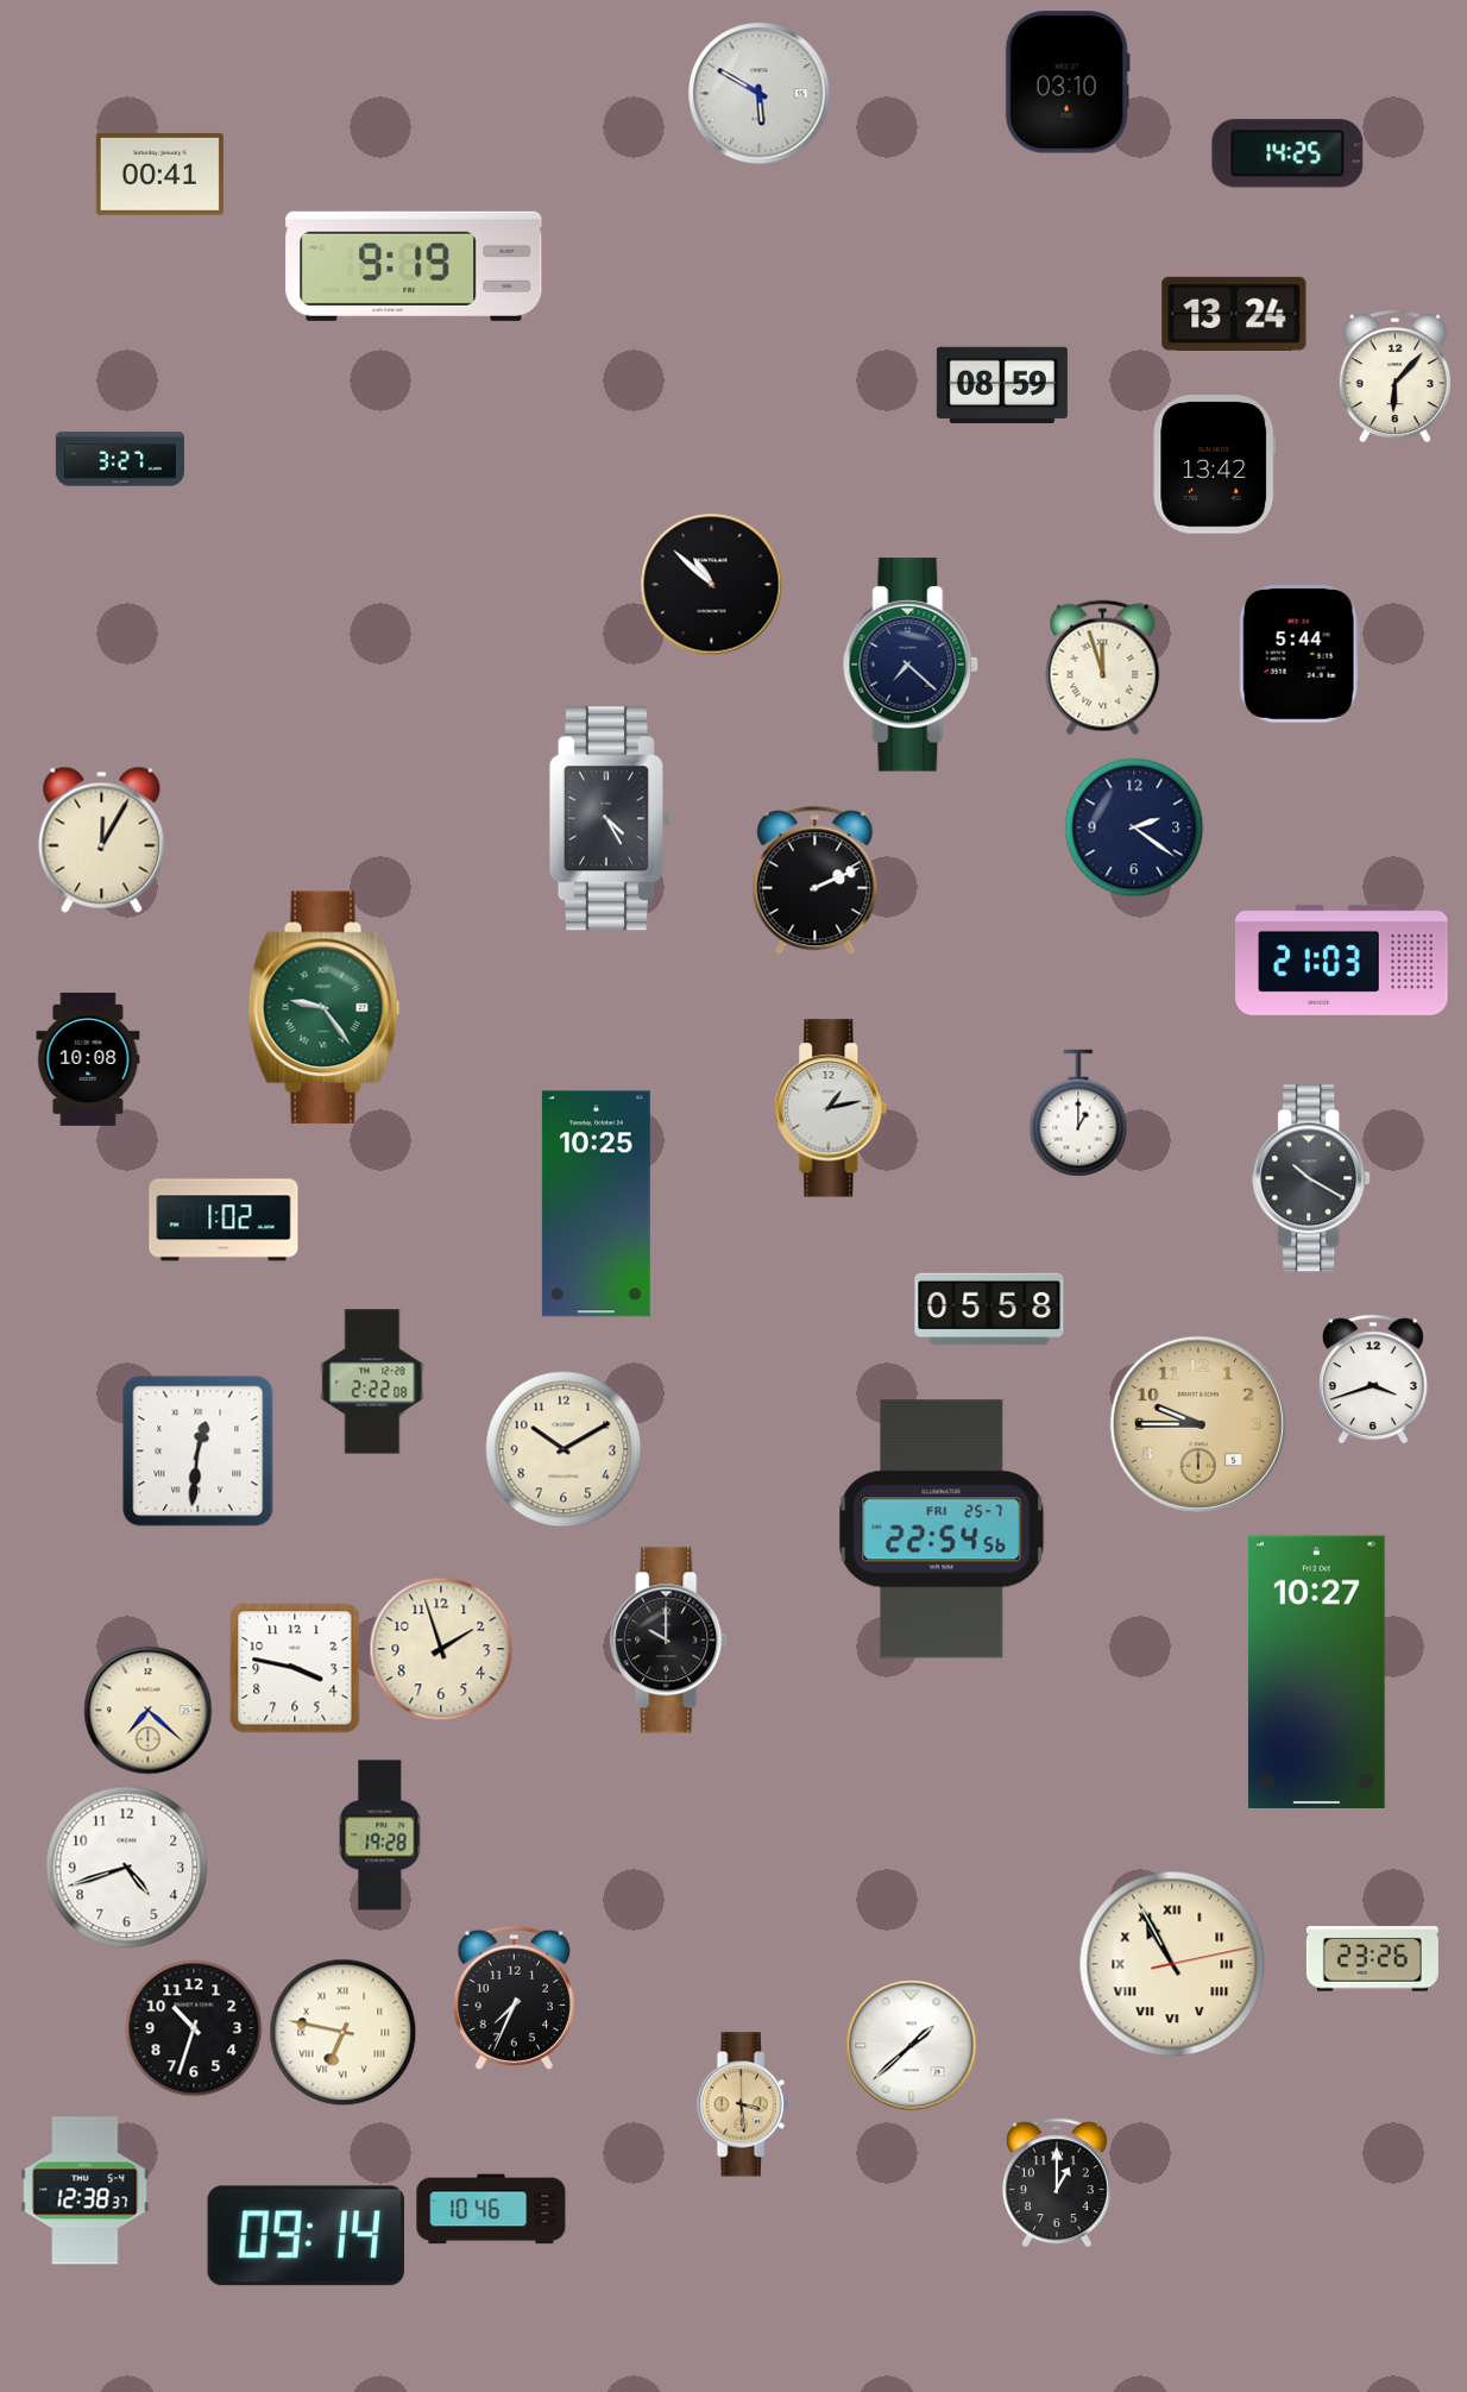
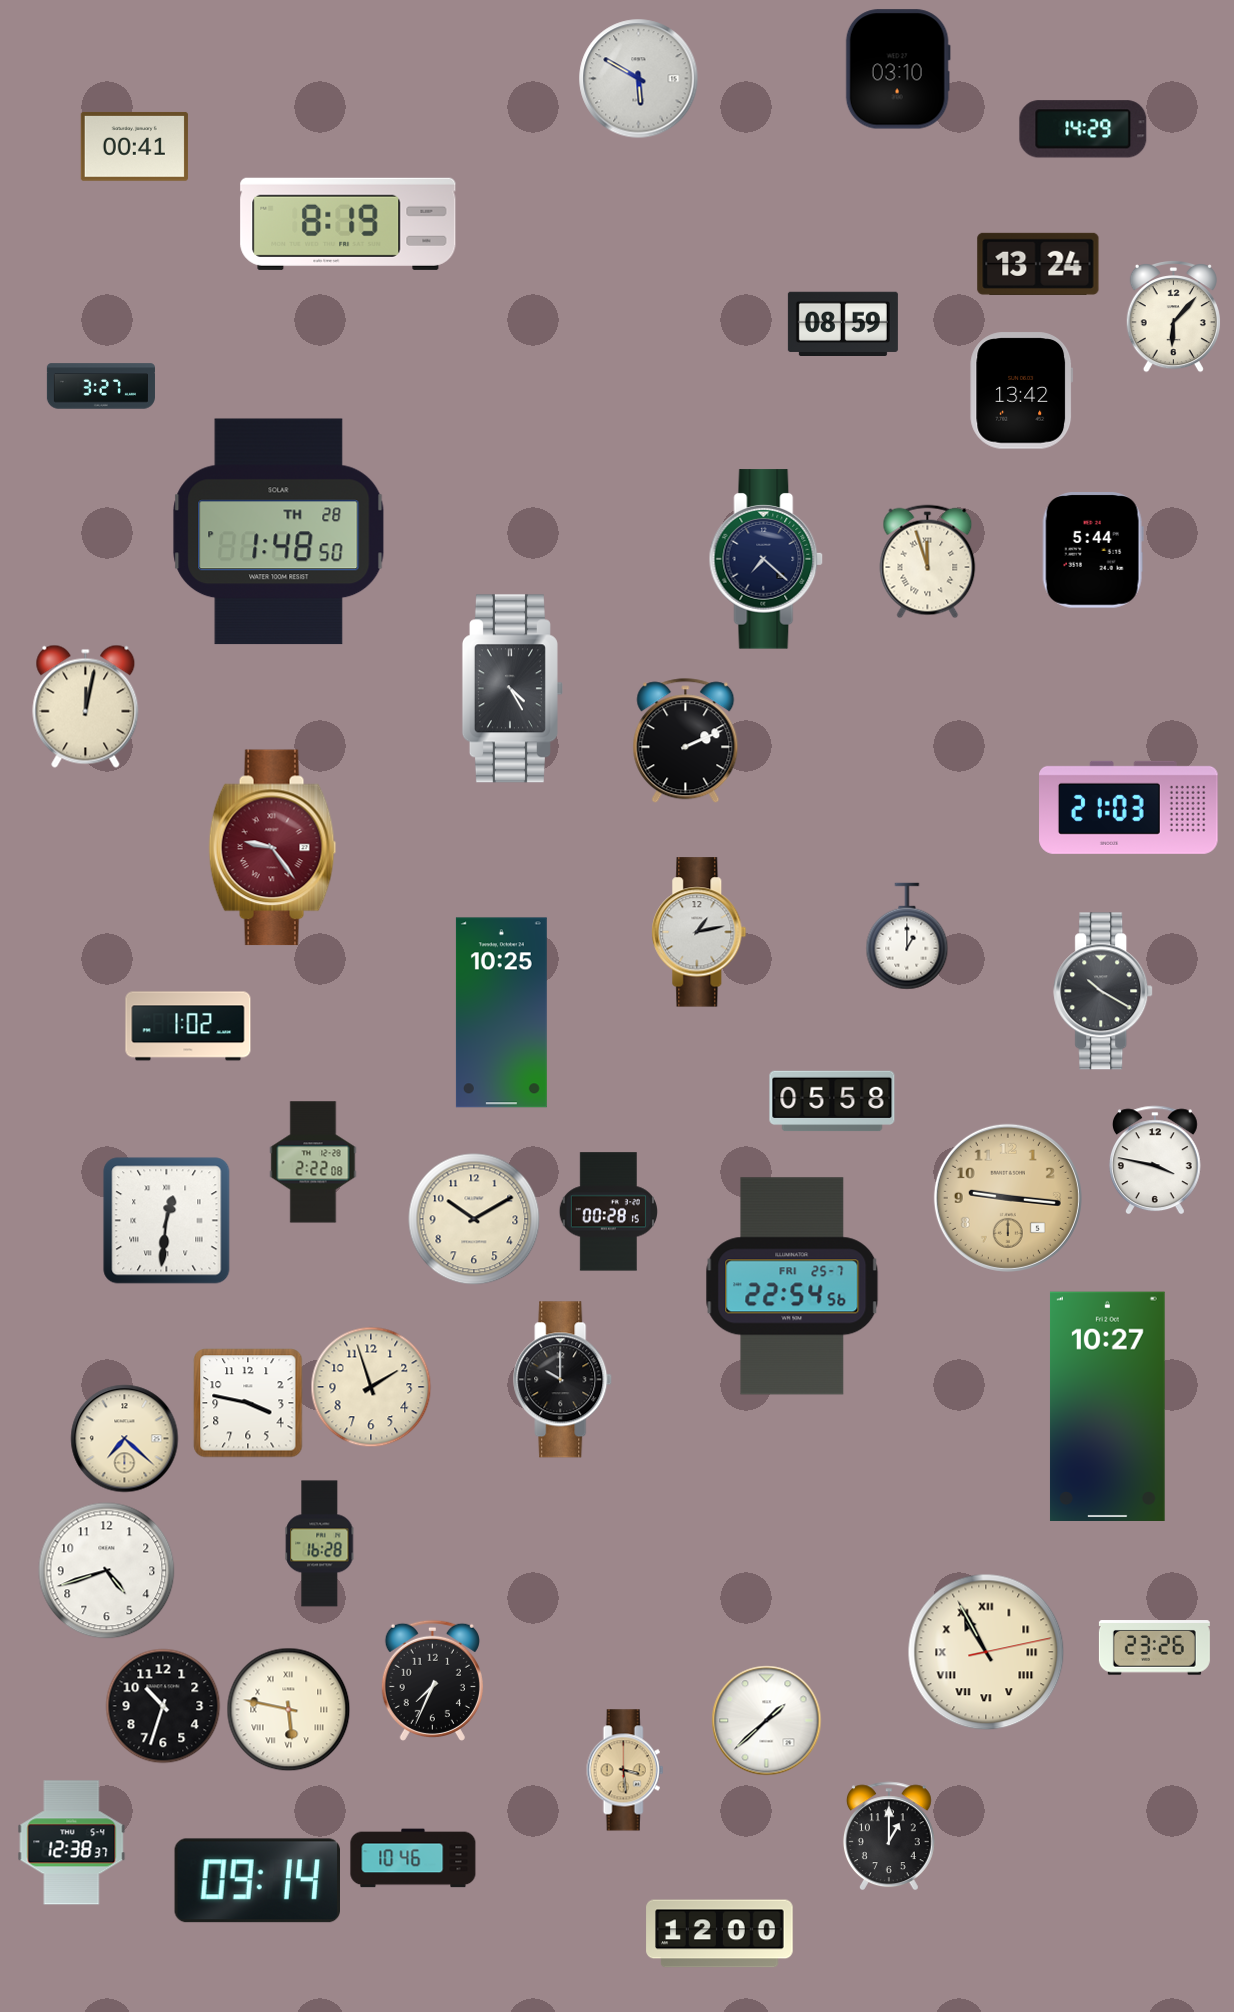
clock at (1287, 153): 14:25 -> 14:29
clock at (414, 266): 9:19 -> 8:19
clock at (712, 585): 10:52 -> none
clock at (279, 532): none -> 1:48
clock at (1134, 827): 2:21 -> none
clock at (102, 839): 12:05 -> 12:02
clock at (325, 1008) dial: green -> burgundy
clock at (88, 1059): 10:08 -> none
clock at (1373, 1379): 3:42 -> 3:47
clock at (1198, 1424): 9:45 -> 9:16
clock at (608, 1212): none -> 00:28
clock at (380, 1836): 19:28 -> 16:28
clock at (344, 2033): 6:47 -> 5:47
clock at (720, 1934): none -> 12:00
